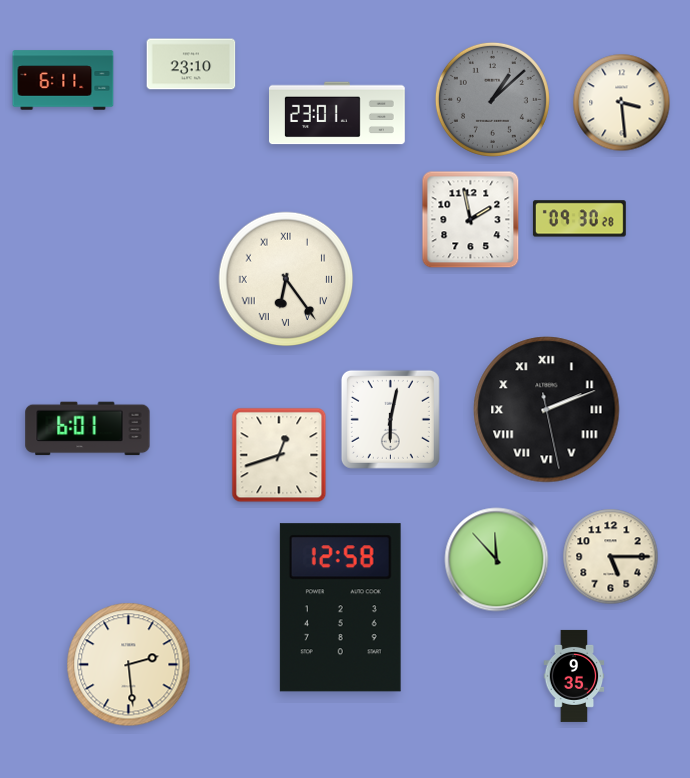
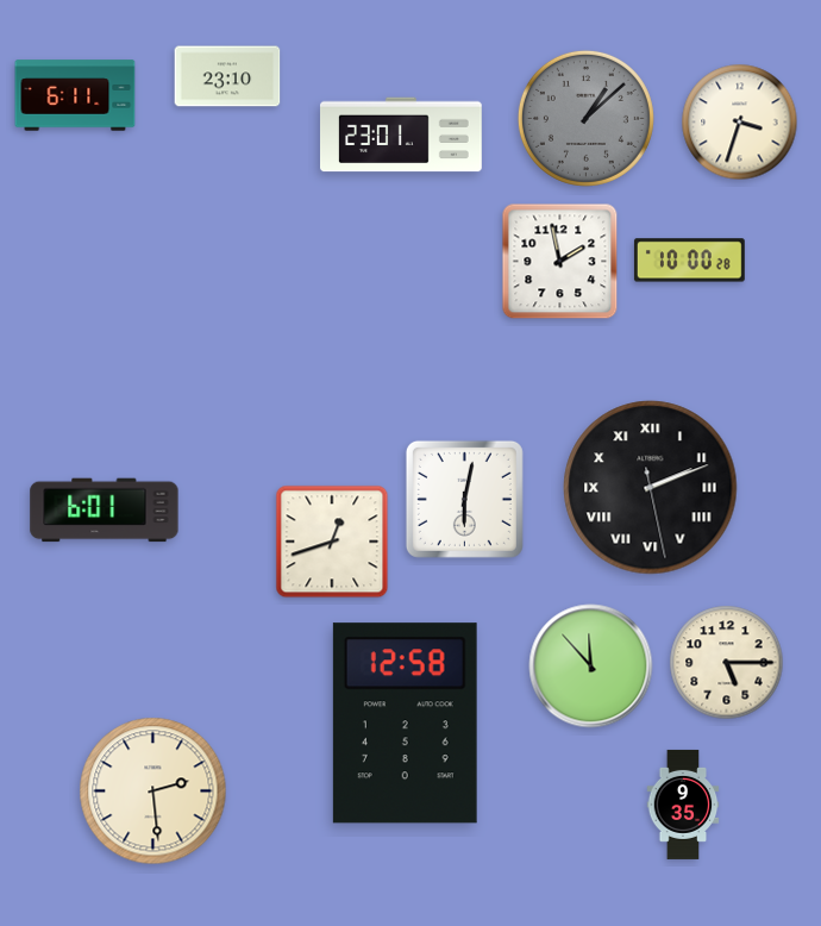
clock at (622, 103): 3:29 -> 3:33
clock at (579, 219): 09:30 -> 10:00
clock at (286, 279): 6:24 -> none
